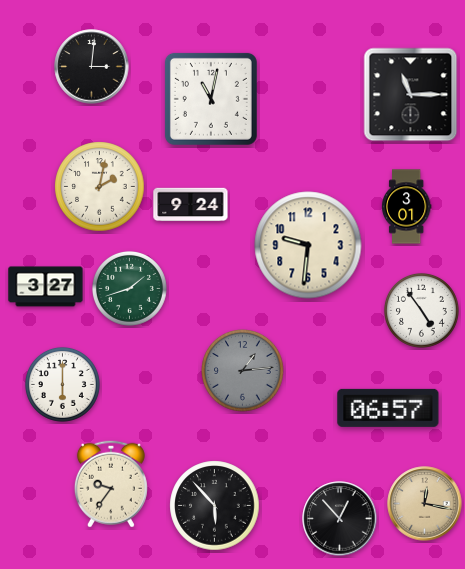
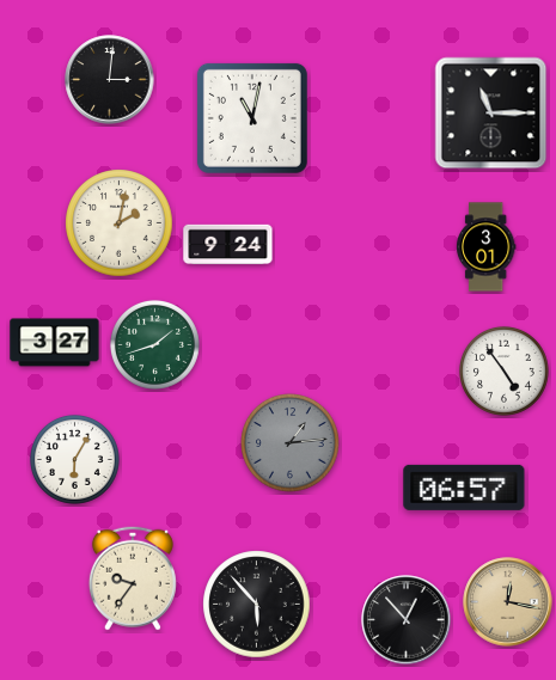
clock at (308, 245): 9:31 -> none
clock at (62, 384): 6:00 -> 6:05
